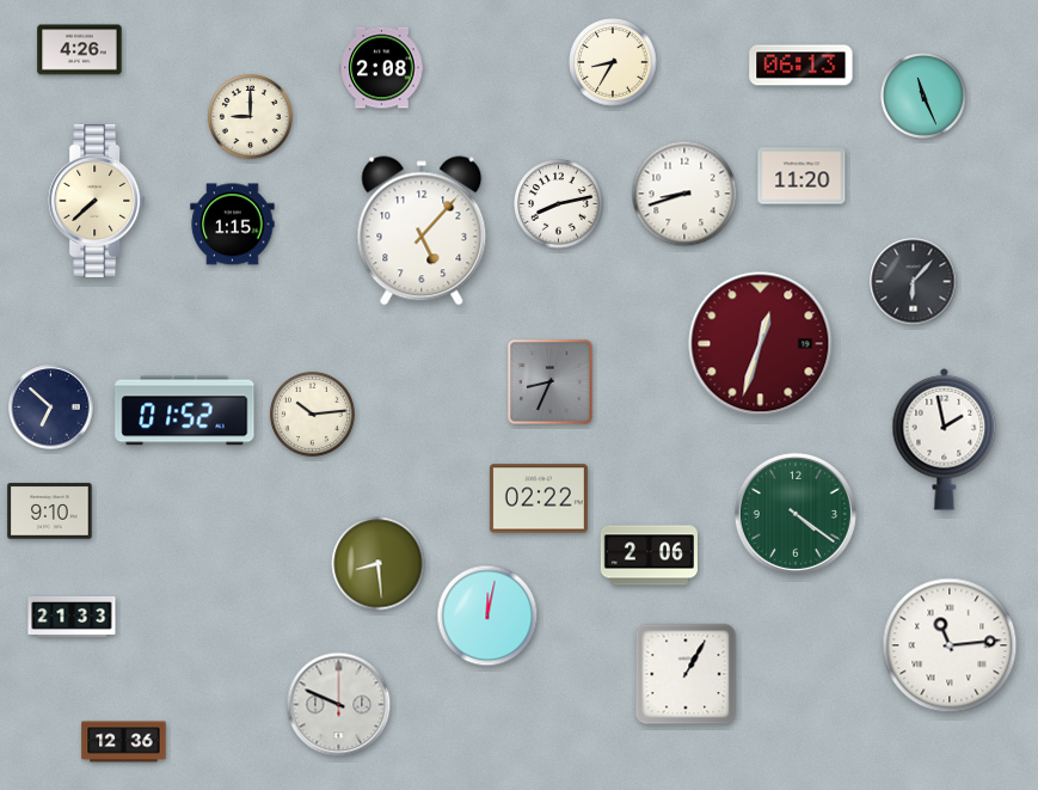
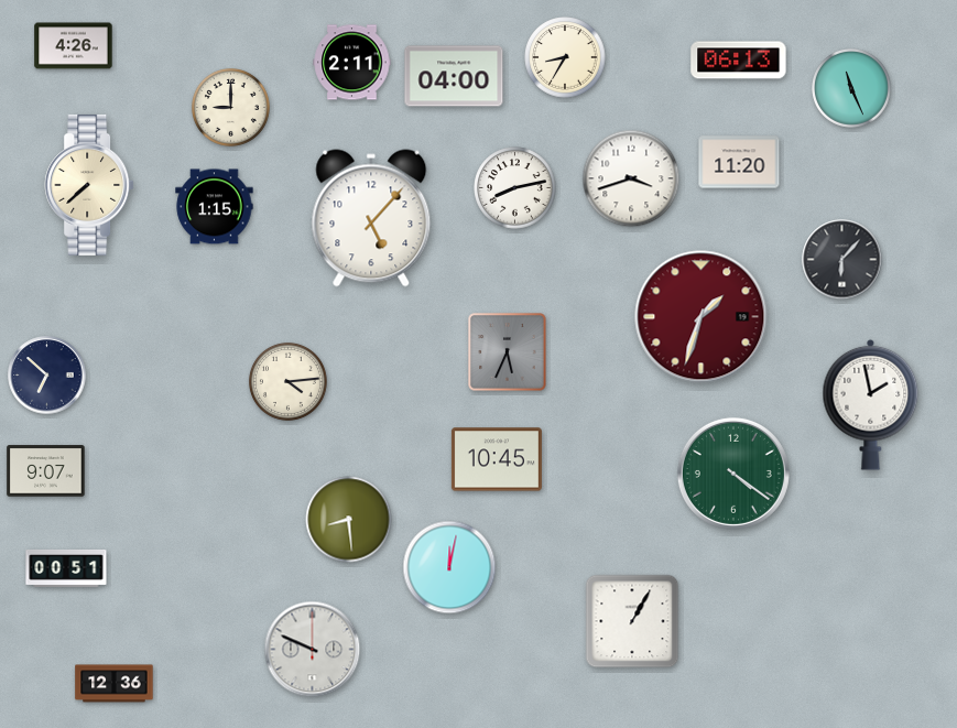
clock at (382, 68): 2:08 -> 2:11
clock at (454, 76): none -> 04:00
clock at (684, 194): 8:42 -> 3:42
clock at (422, 231) position: (422, 231) -> (371, 218)
clock at (761, 344): 12:33 -> 1:33
clock at (551, 382): 8:34 -> 5:34
clock at (185, 411): 01:52 -> none
clock at (312, 414): 10:14 -> 4:14
clock at (539, 498): 02:22 -> 10:45
clock at (50, 512): 9:10 -> 9:07
clock at (649, 556): 2:06 -> none
clock at (72, 617): 21:33 -> 00:51
clock at (950, 645): 11:14 -> none
